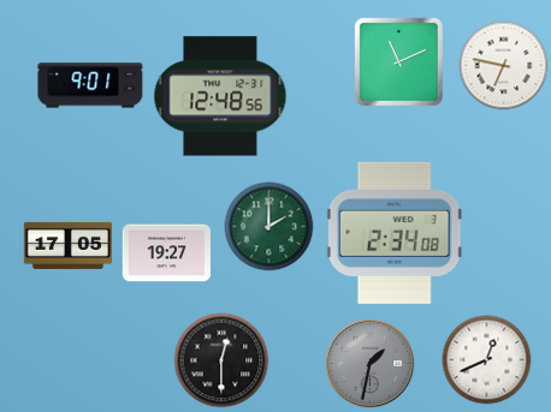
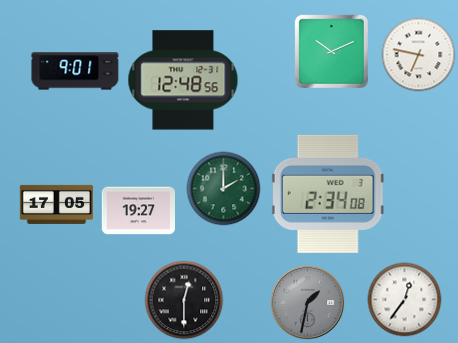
clock at (398, 61): 11:11 -> 10:11
clock at (487, 360): 12:41 -> 12:36
